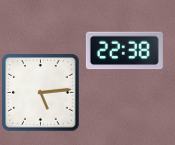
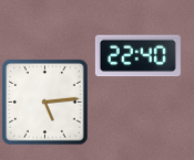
clock at (124, 51): 22:38 -> 22:40
